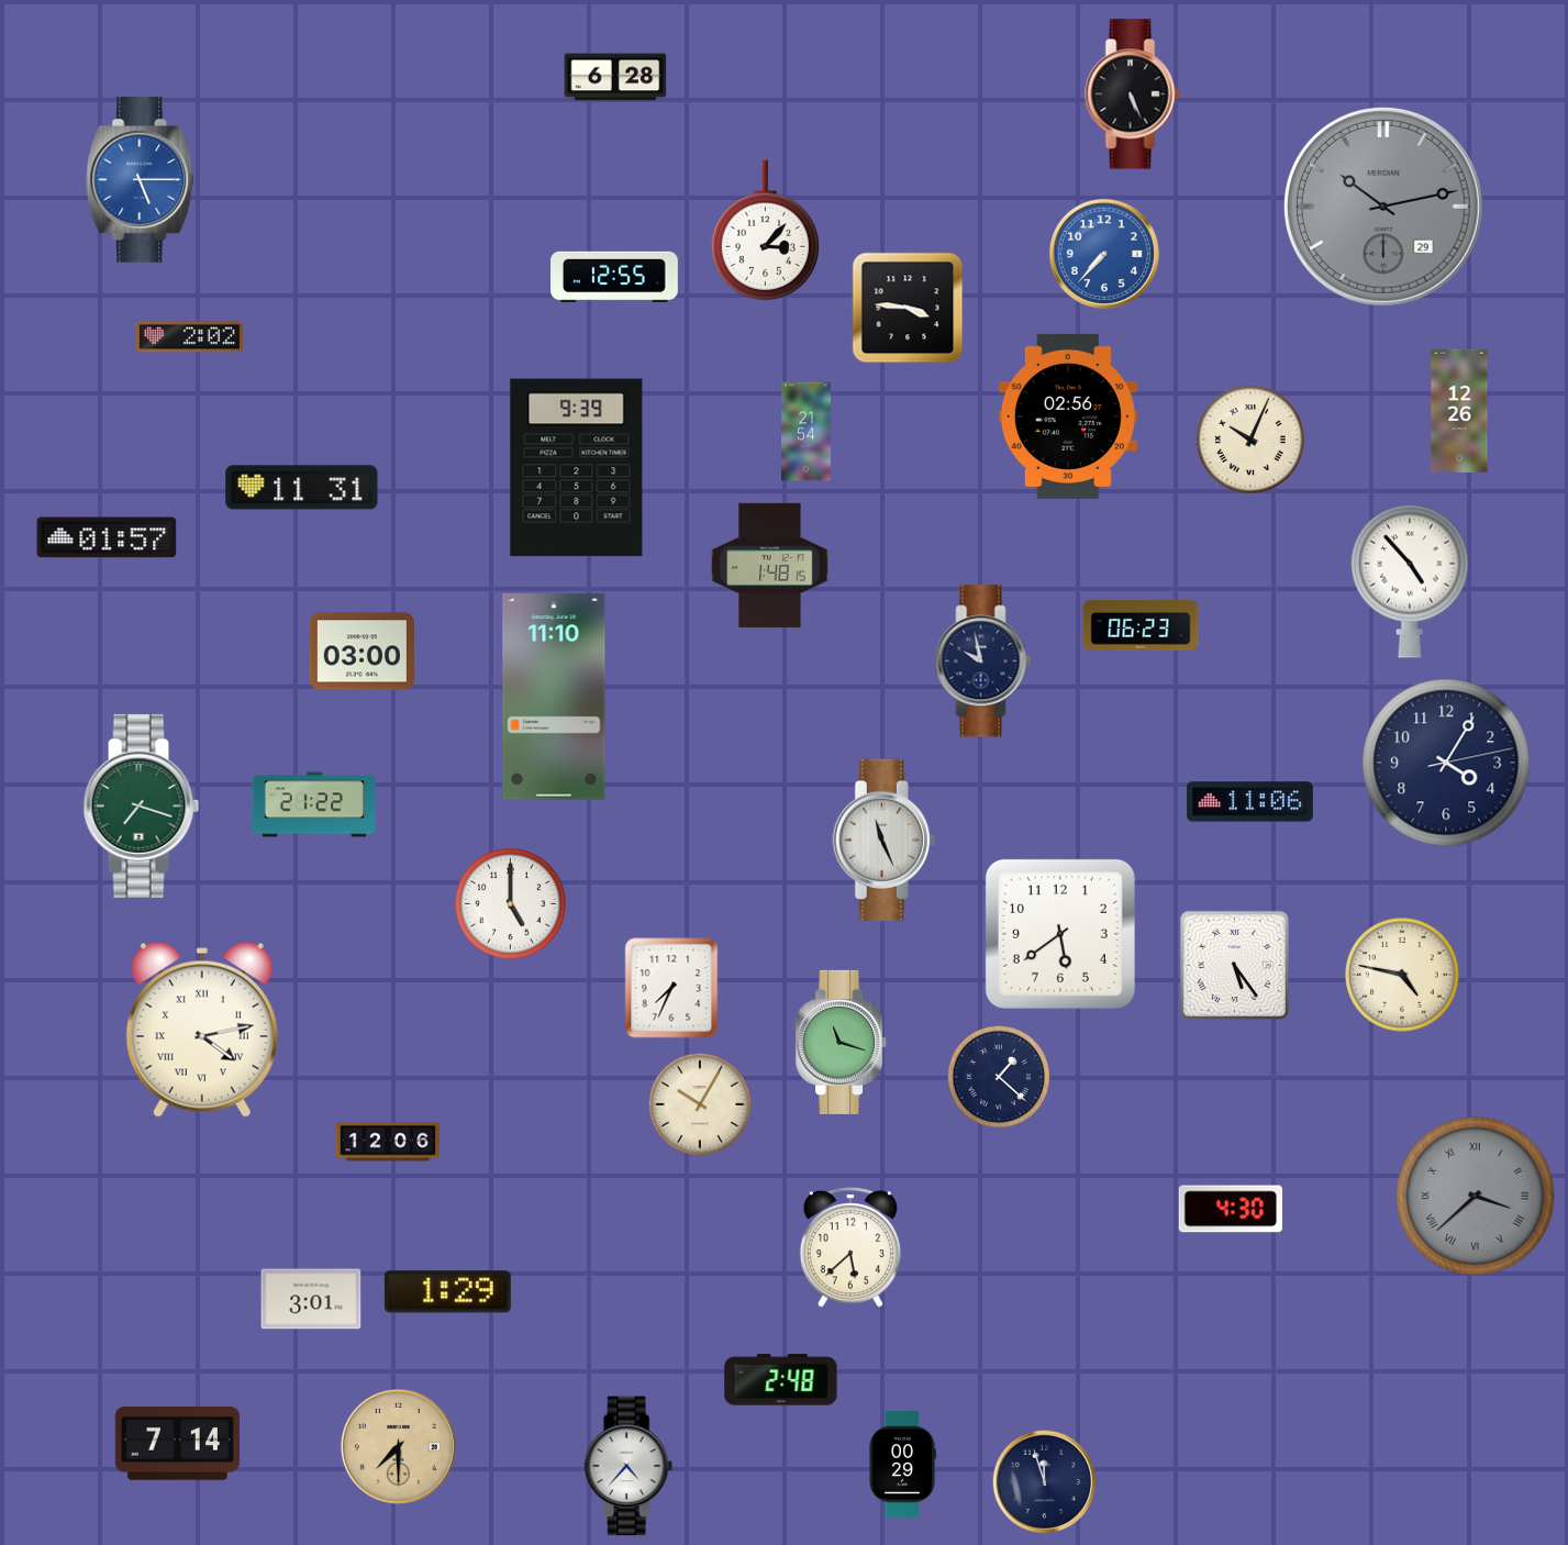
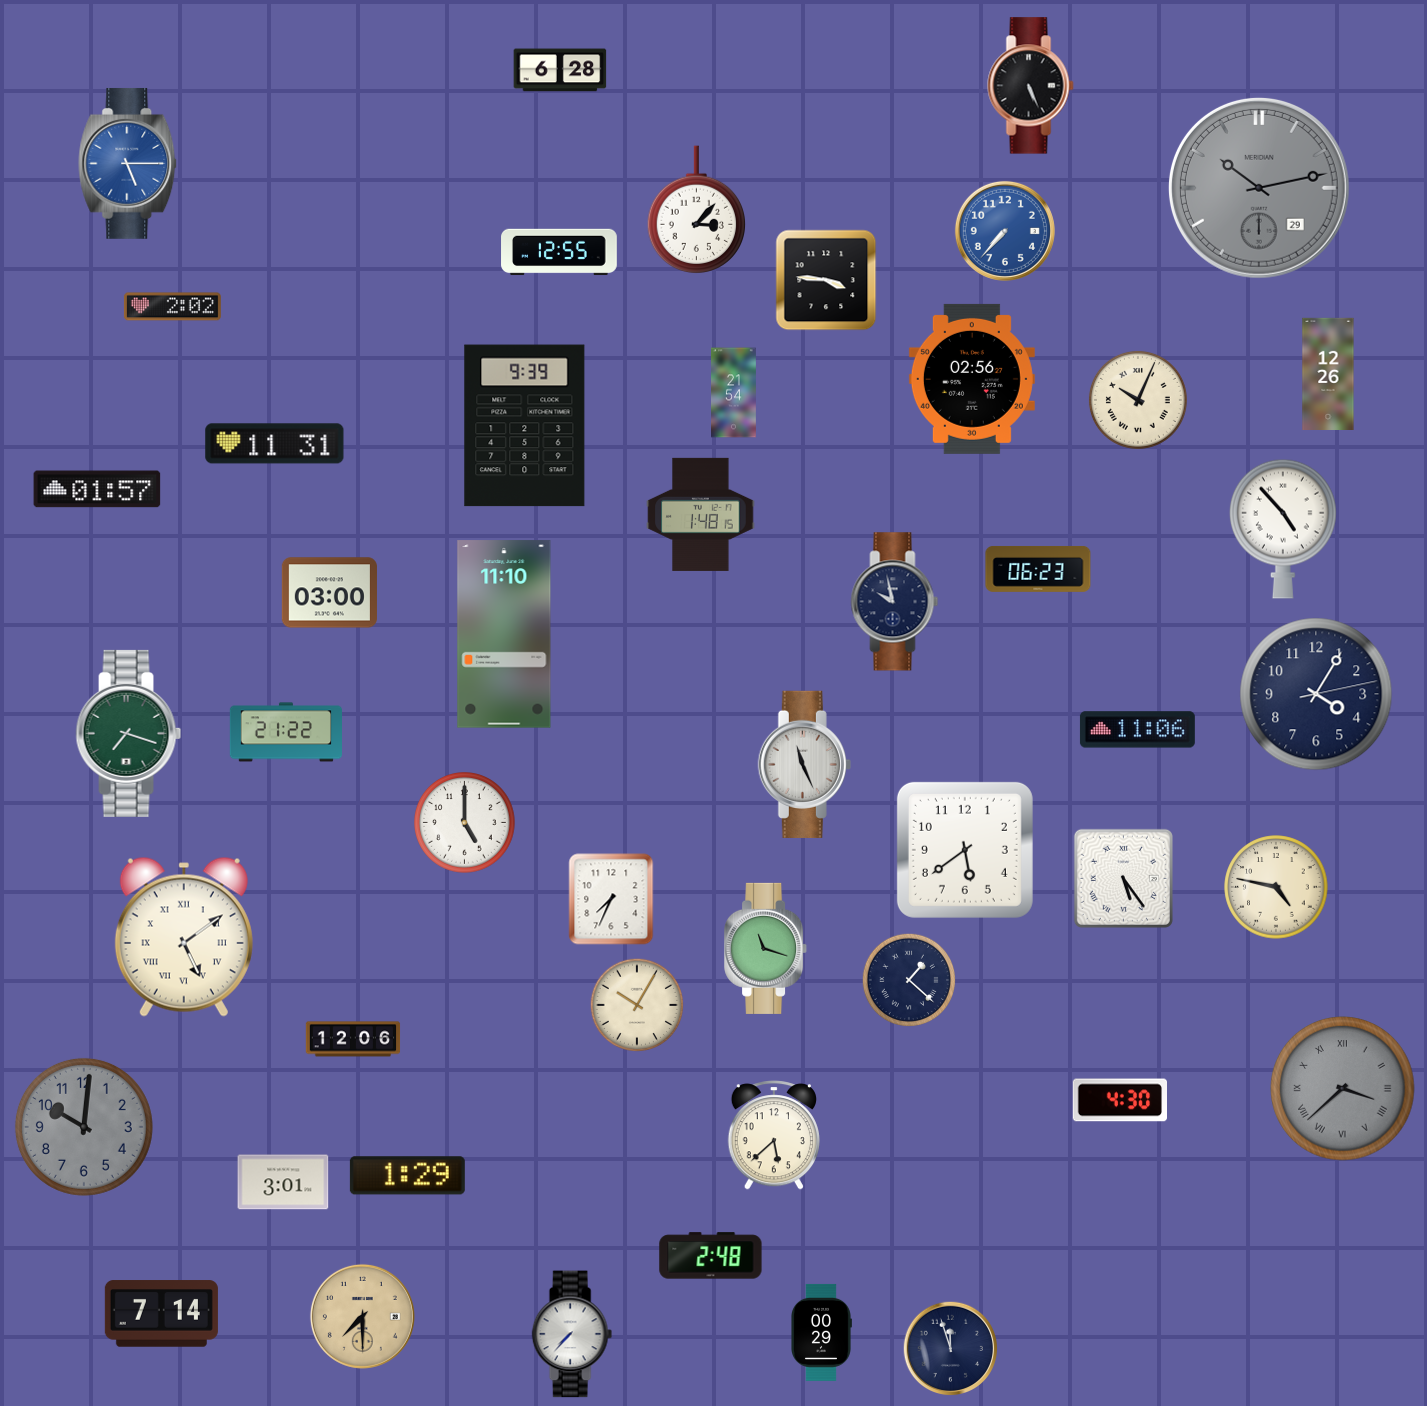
clock at (202, 1030): 4:13 -> 5:09
clock at (84, 1127): none -> 10:01
clock at (629, 1466): 4:37 -> 7:37
